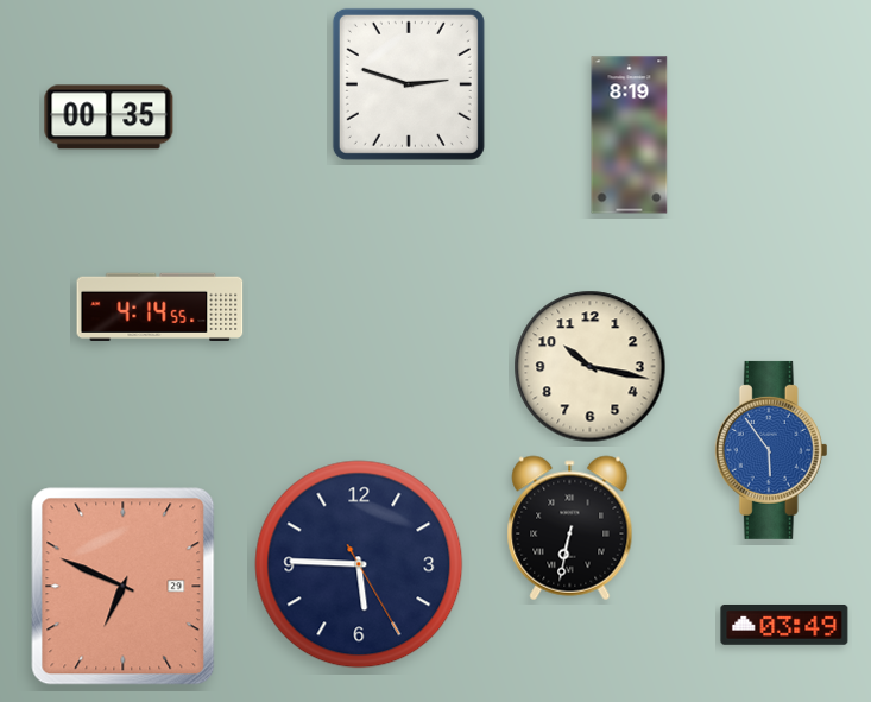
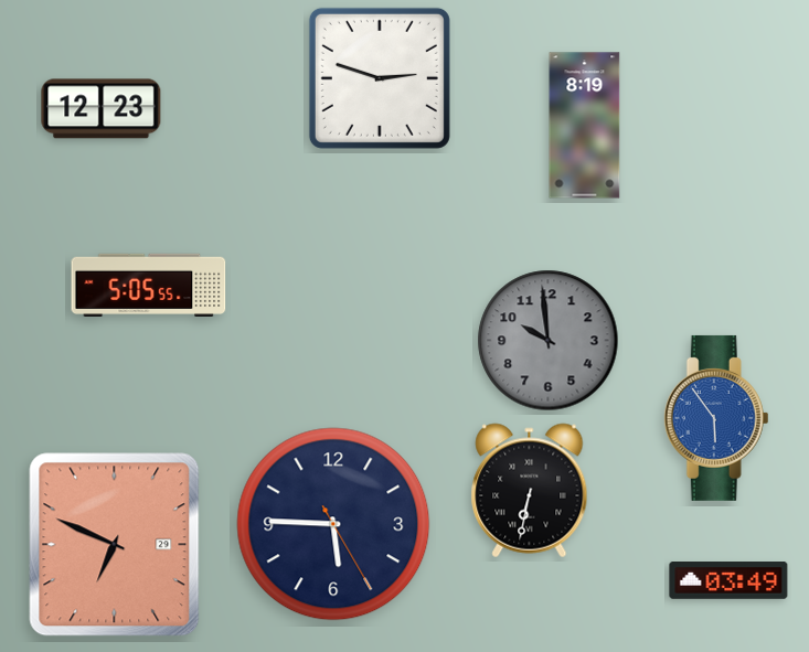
clock at (109, 118): 00:35 -> 12:23
clock at (160, 306): 4:14 -> 5:05
clock at (591, 367): 10:17 -> 9:59
clock at (591, 367) dial: cream -> grey
